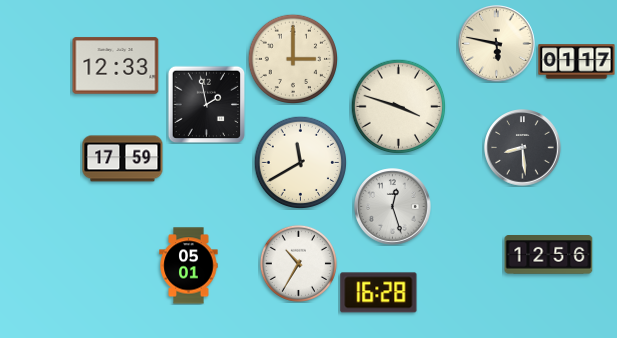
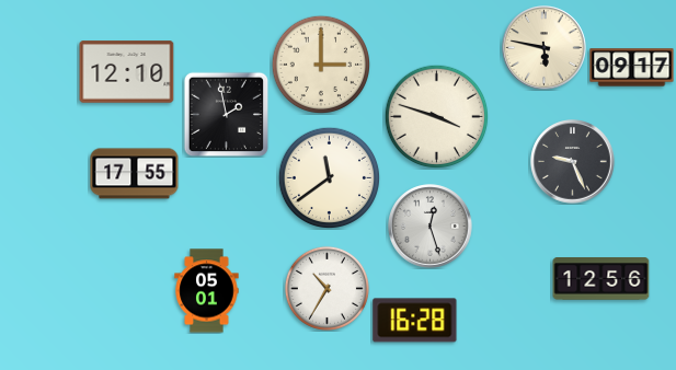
clock at (577, 62): 01:17 -> 09:17
clock at (116, 66): 12:33 -> 12:10
clock at (523, 148): 8:29 -> 9:26
clock at (123, 159): 17:59 -> 17:55
clock at (300, 162): 11:40 -> 11:39
